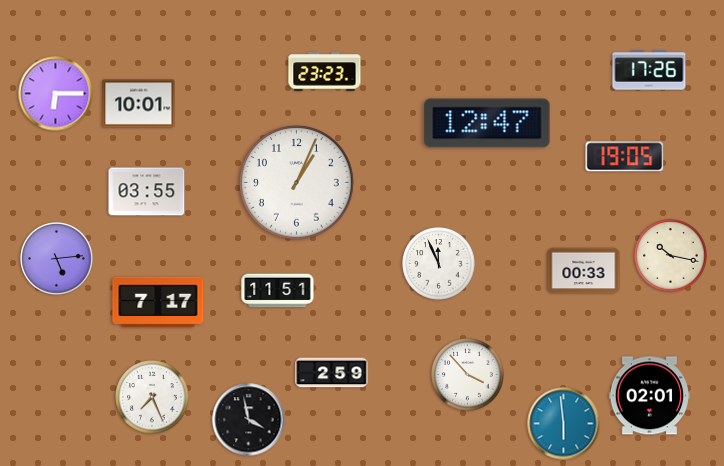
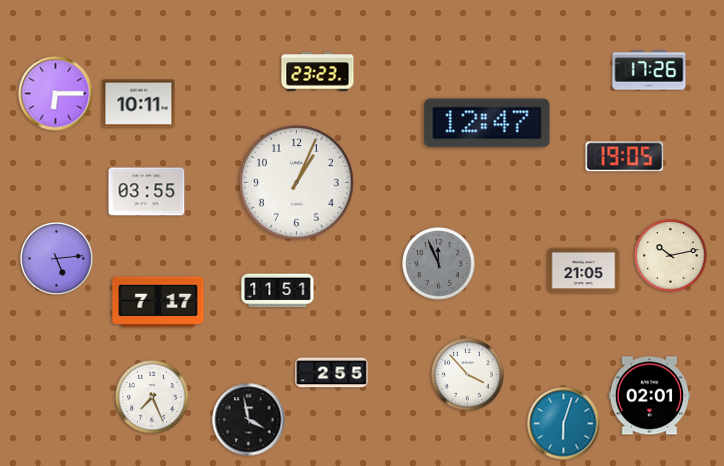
clock at (325, 72) position: (325, 72) -> (318, 72)
clock at (139, 104): 10:01 -> 10:11
clock at (671, 256): 10:17 -> 10:13
clock at (439, 264) dial: white -> grey
clock at (584, 271): 00:33 -> 21:05
clock at (332, 373): 2:59 -> 2:55
clock at (564, 424): 5:59 -> 6:03
